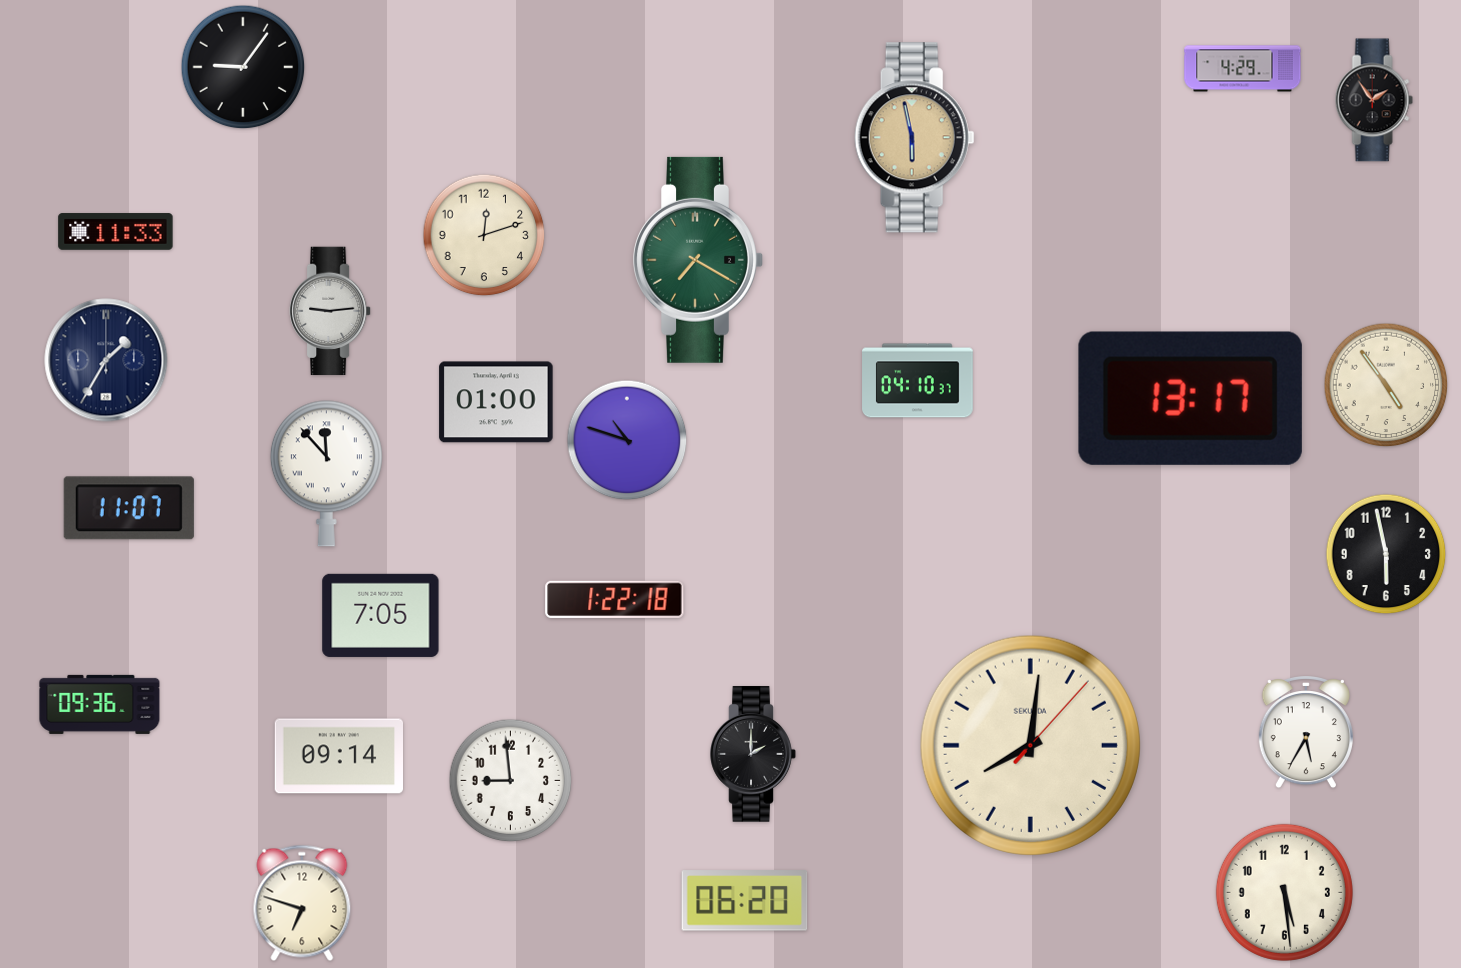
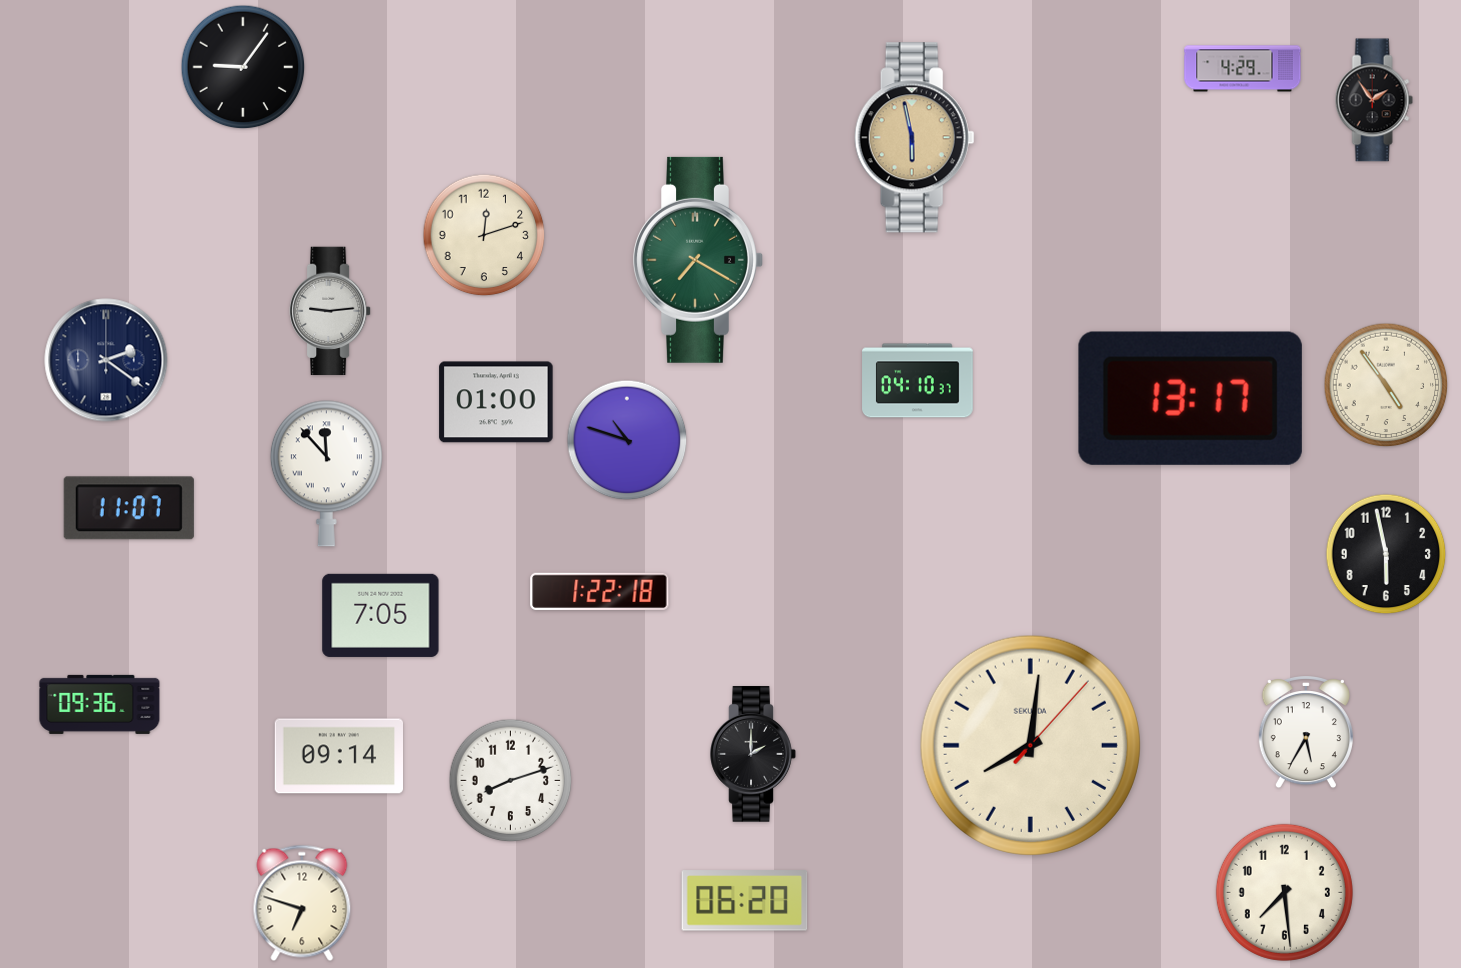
clock at (116, 232): 11:33 -> none
clock at (106, 360): 1:35 -> 2:21
clock at (615, 599) position: (615, 599) -> (600, 591)
clock at (511, 781): 8:59 -> 8:12
clock at (1284, 892): 5:29 -> 7:29
